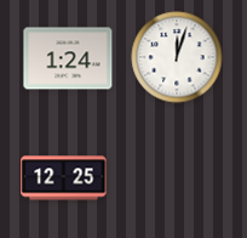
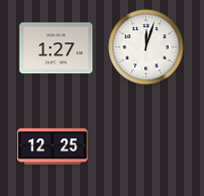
clock at (68, 58): 1:24 -> 1:27
